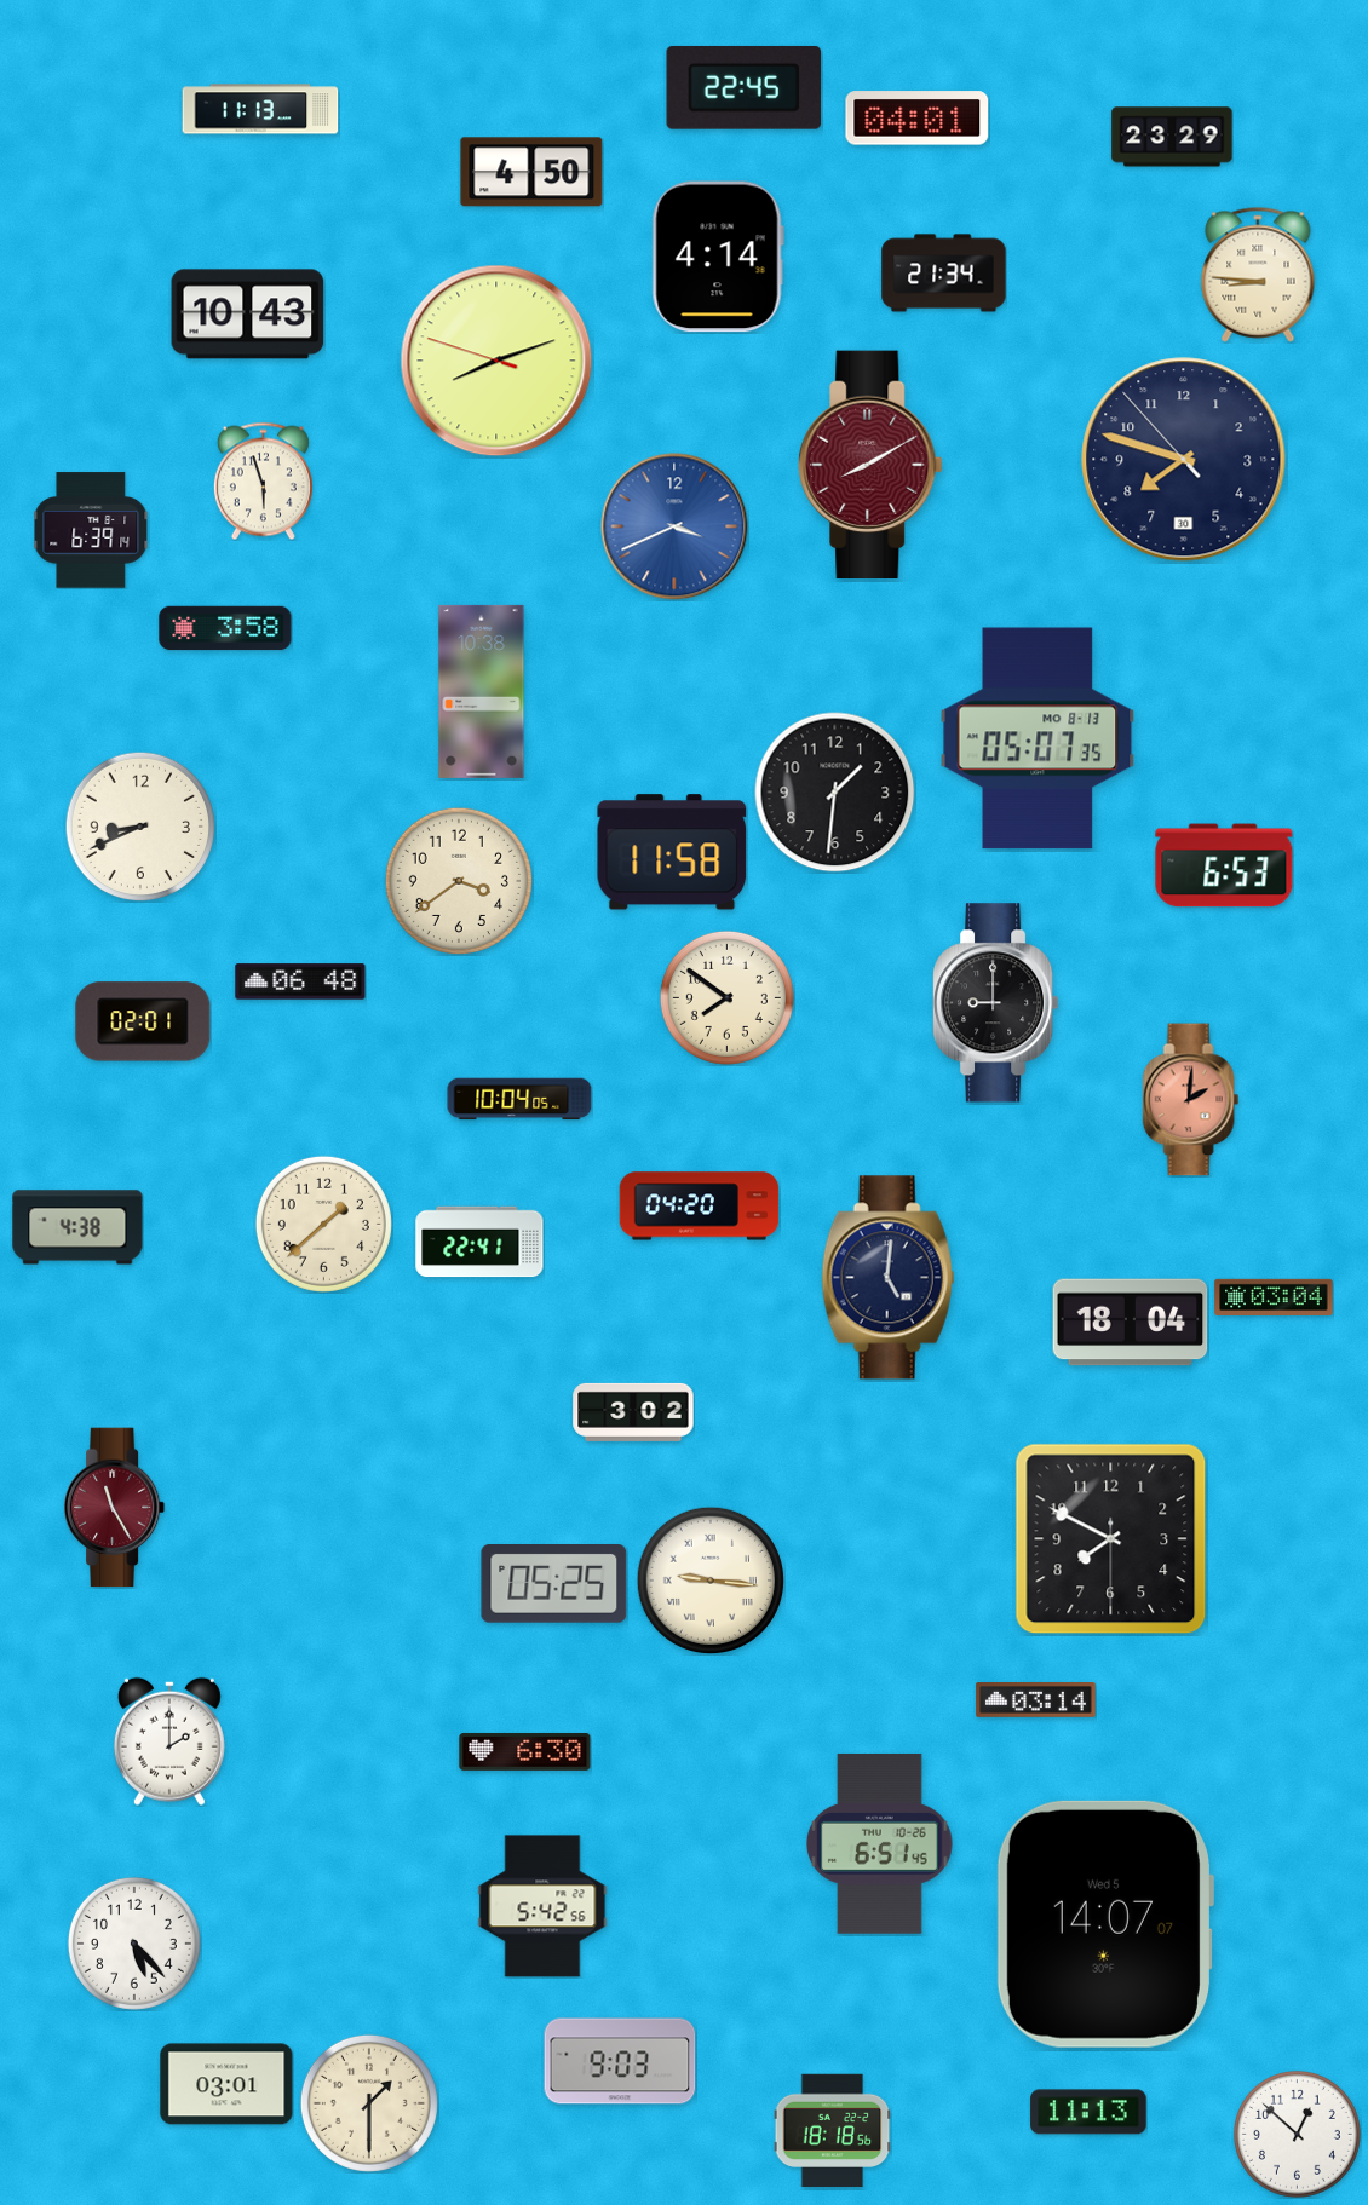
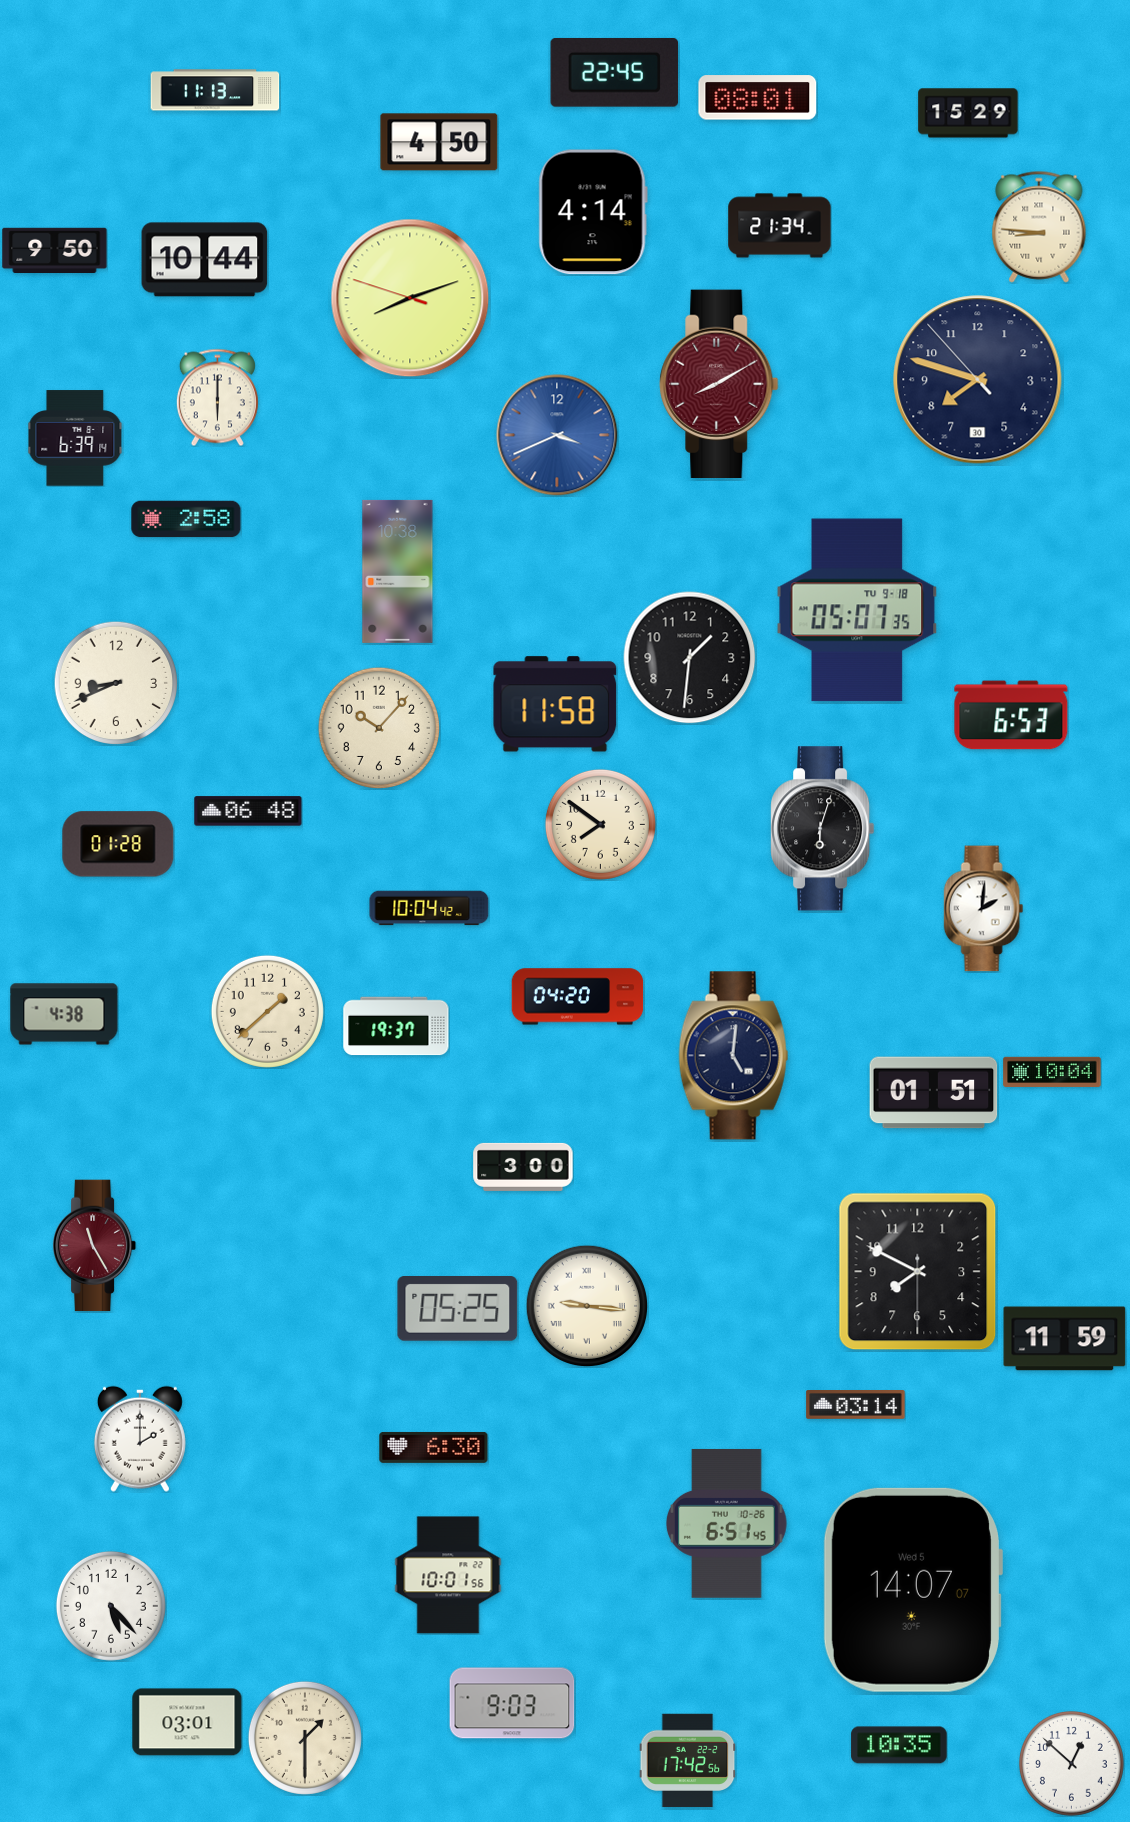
clock at (918, 119): 04:01 -> 08:01
clock at (1172, 137): 23:29 -> 15:29
clock at (55, 250): none -> 9:50
clock at (248, 315): 10:43 -> 10:44
clock at (263, 480): 5:57 -> 6:00
clock at (225, 628): 3:58 -> 2:58
clock at (1038, 738) date: MO 8-13 -> TU 9-18
clock at (835, 793) position: (835, 793) -> (690, 658)
clock at (458, 880): 3:39 -> 10:07
clock at (996, 1003): 9:00 -> 6:03
clock at (143, 1021): 02:01 -> 01:28
clock at (519, 1099): 10:04:05 -> 10:04:42
clock at (1191, 1100) dial: salmon -> white
clock at (479, 1242): 22:41 -> 19:37
clock at (1274, 1297): 03:04 -> 10:04
clock at (1131, 1323): 18:04 -> 01:51
clock at (633, 1412): 3:02 -> 3:00
clock at (1065, 1339): none -> 11:59
clock at (542, 1906): 5:42 -> 10:01
clock at (1088, 2112): 11:13 -> 10:35
clock at (832, 2131): 18:18 -> 17:42
